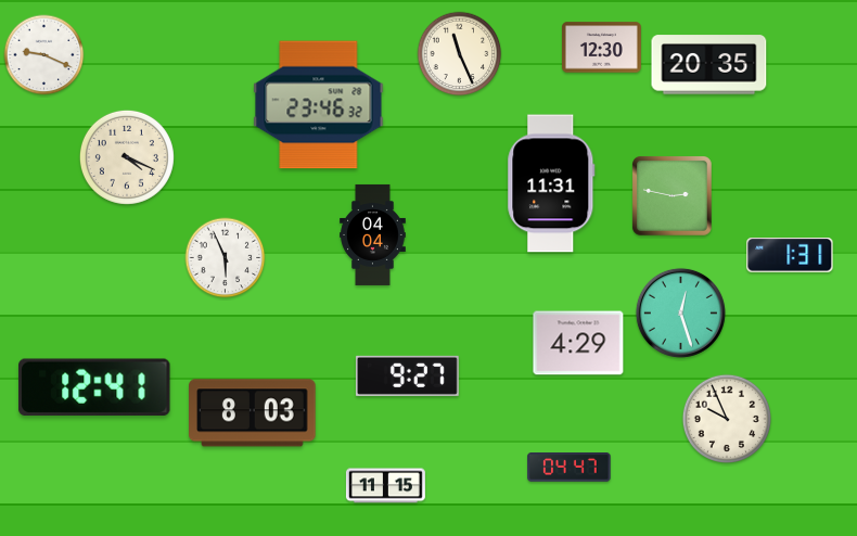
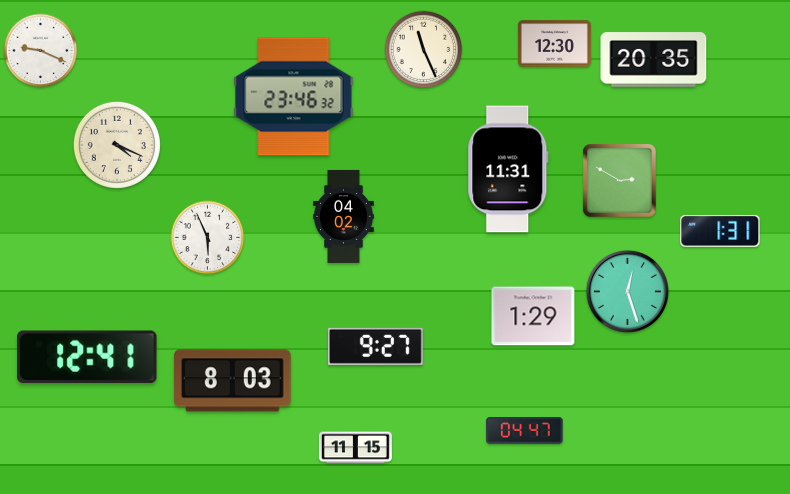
clock at (673, 196): 2:47 -> 2:50
clock at (373, 234): 04:04 -> 04:02
clock at (790, 256) position: (790, 256) -> (720, 232)
clock at (680, 312) position: (680, 312) -> (627, 291)
clock at (578, 343): 4:29 -> 1:29
clock at (726, 418): 9:56 -> none
